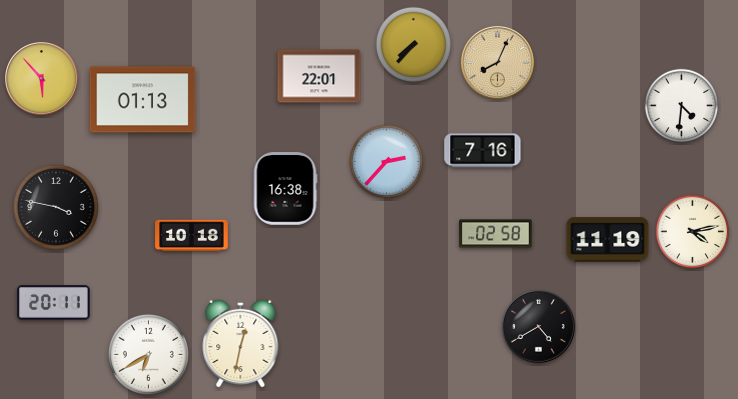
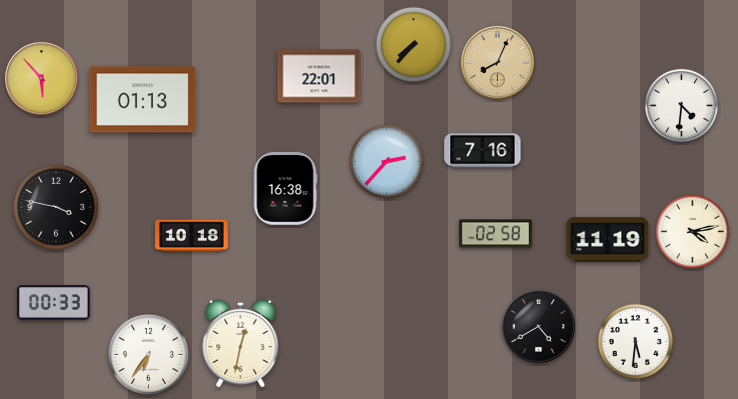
clock at (54, 303): 20:11 -> 00:33
clock at (636, 342): none -> 5:31
clock at (148, 354): 6:40 -> 6:36
